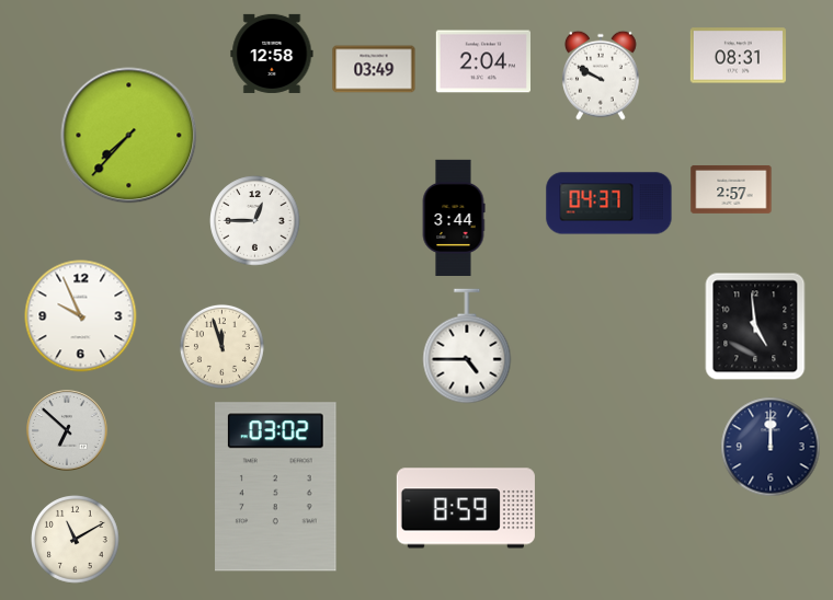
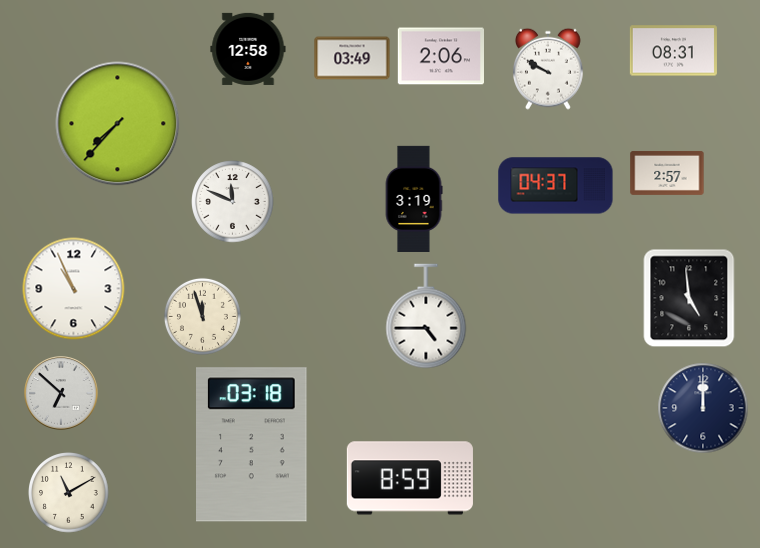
clock at (482, 61): 2:04 -> 2:06
clock at (374, 69) position: (374, 69) -> (352, 58)
clock at (454, 218): 3:44 -> 3:19
clock at (255, 221): 12:45 -> 11:49
clock at (81, 316): 9:56 -> 10:56
clock at (276, 487): 03:02 -> 03:18
clock at (466, 508) position: (466, 508) -> (410, 478)
